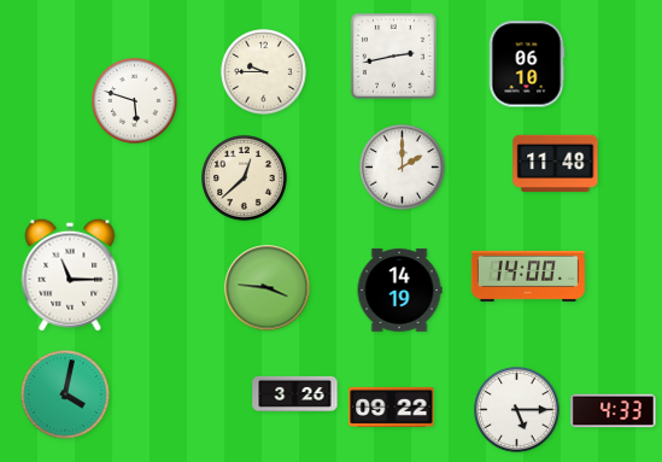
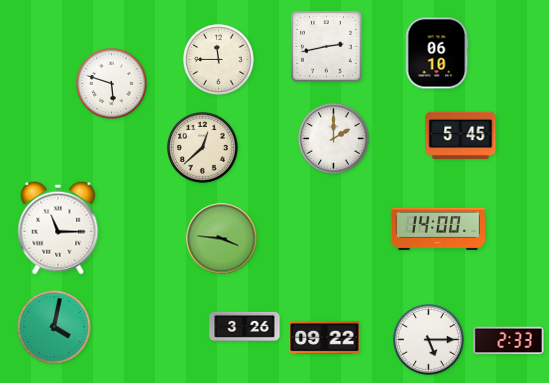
clock at (264, 72): 9:45 -> 11:45
clock at (556, 163): 11:48 -> 5:45
clock at (399, 291): 14:19 -> none
clock at (614, 411): 4:33 -> 2:33
